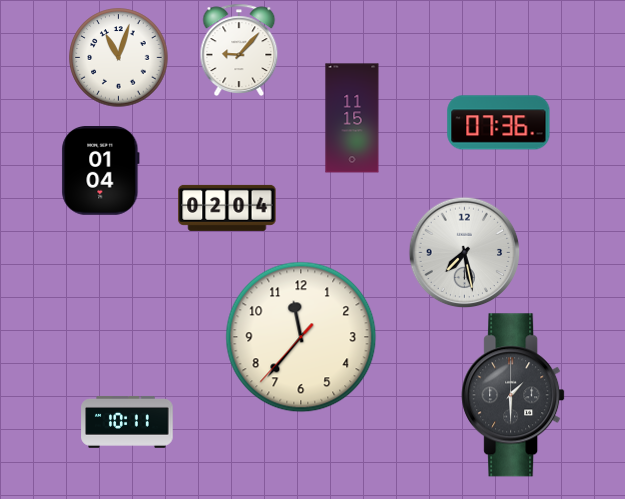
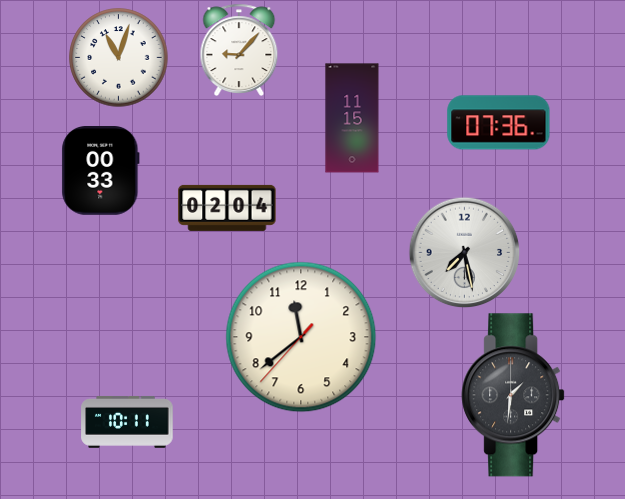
clock at (101, 171): 01:04 -> 00:33
clock at (301, 337): 11:36 -> 11:38
clock at (513, 395): 1:30 -> 1:31
